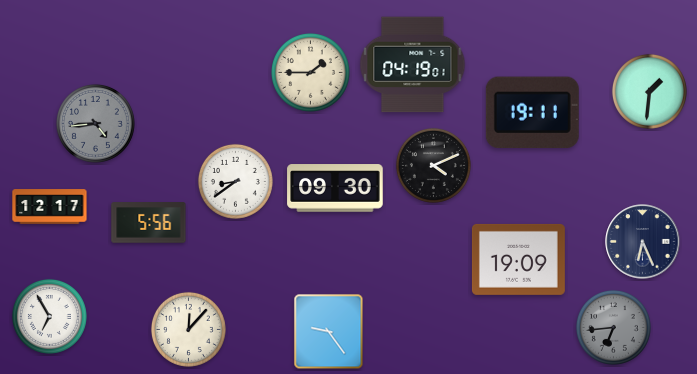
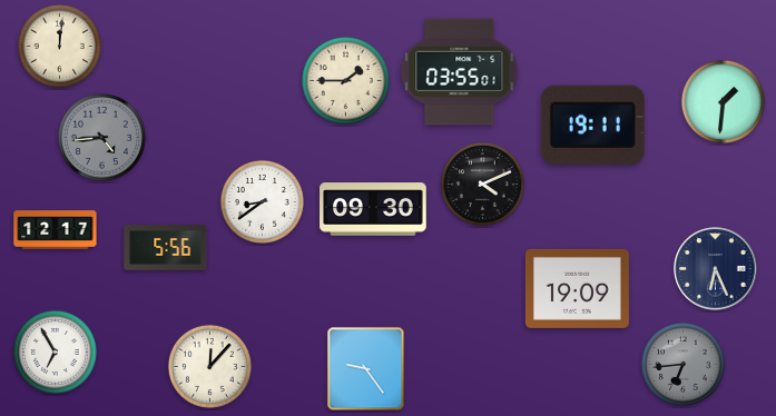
clock at (59, 46): none -> 12:01
clock at (413, 65): 04:19 -> 03:55
clock at (95, 123) position: (95, 123) -> (101, 137)
